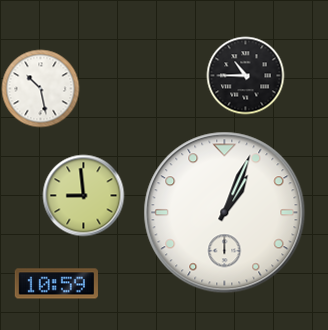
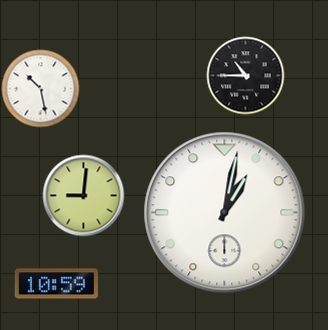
clock at (83, 195): 8:59 -> 9:01
clock at (225, 213): 1:04 -> 1:02
